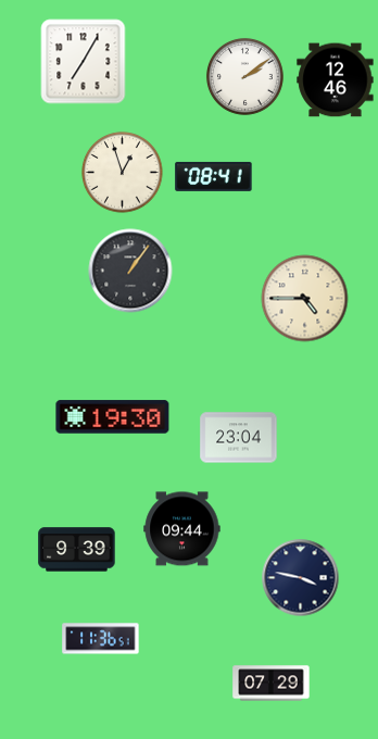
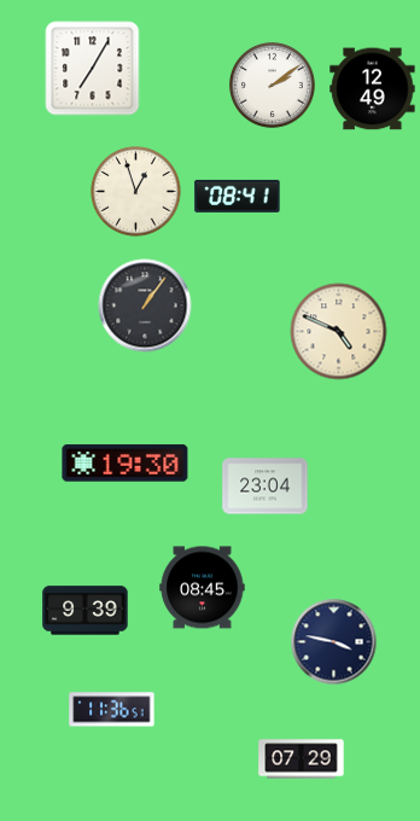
clock at (336, 80): 12:46 -> 12:49
clock at (130, 271) position: (130, 271) -> (145, 305)
clock at (305, 299): 4:45 -> 4:49
clock at (182, 529): 09:44 -> 08:45
